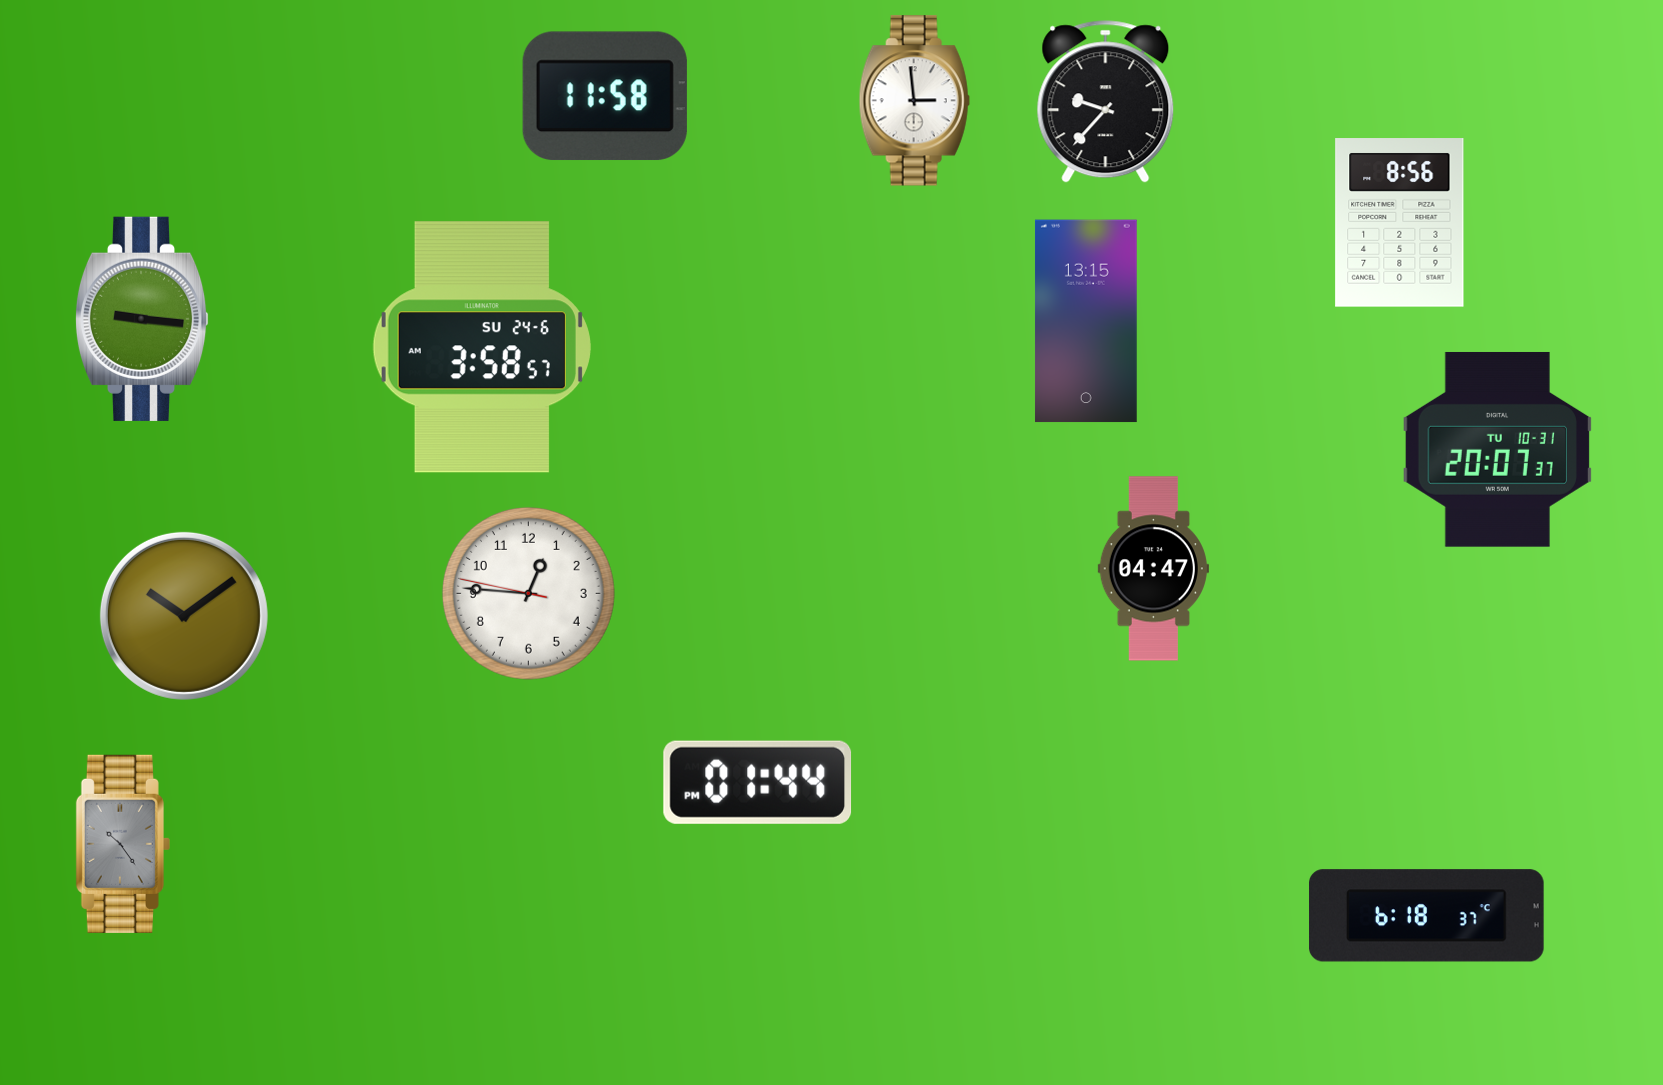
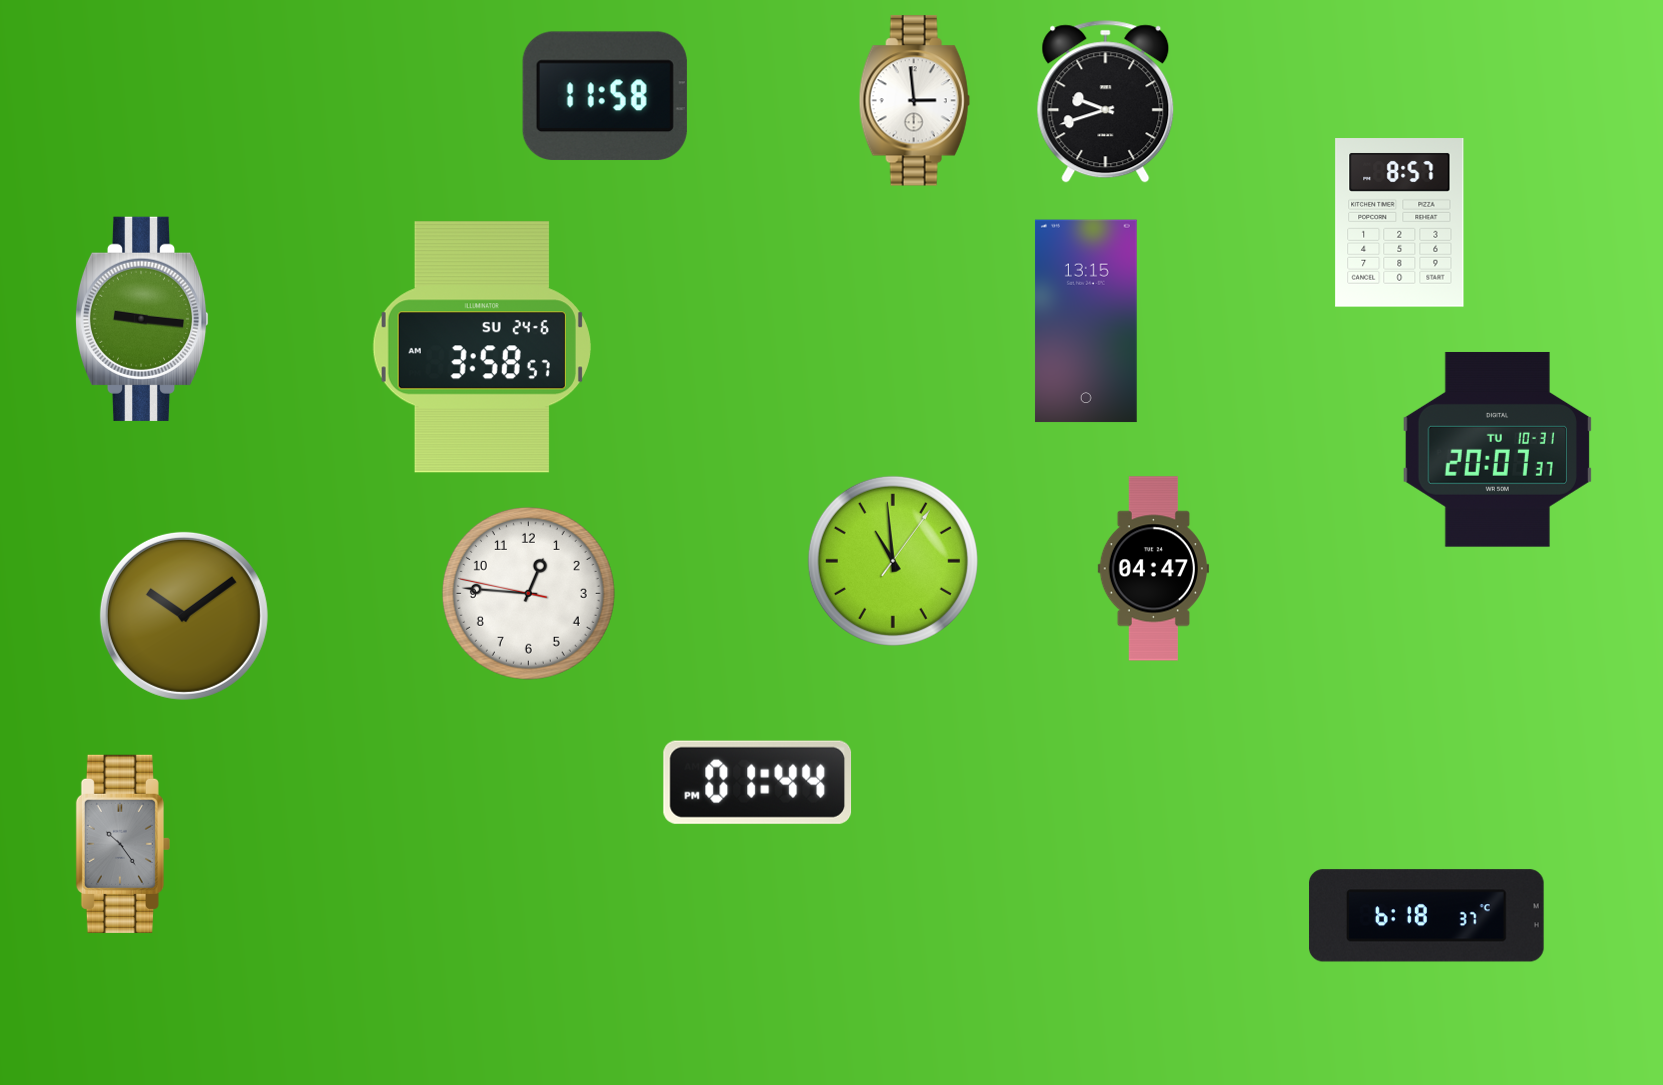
clock at (1106, 102): 9:37 -> 9:42
clock at (1400, 223): 8:56 -> 8:57
clock at (893, 561): none -> 10:59
